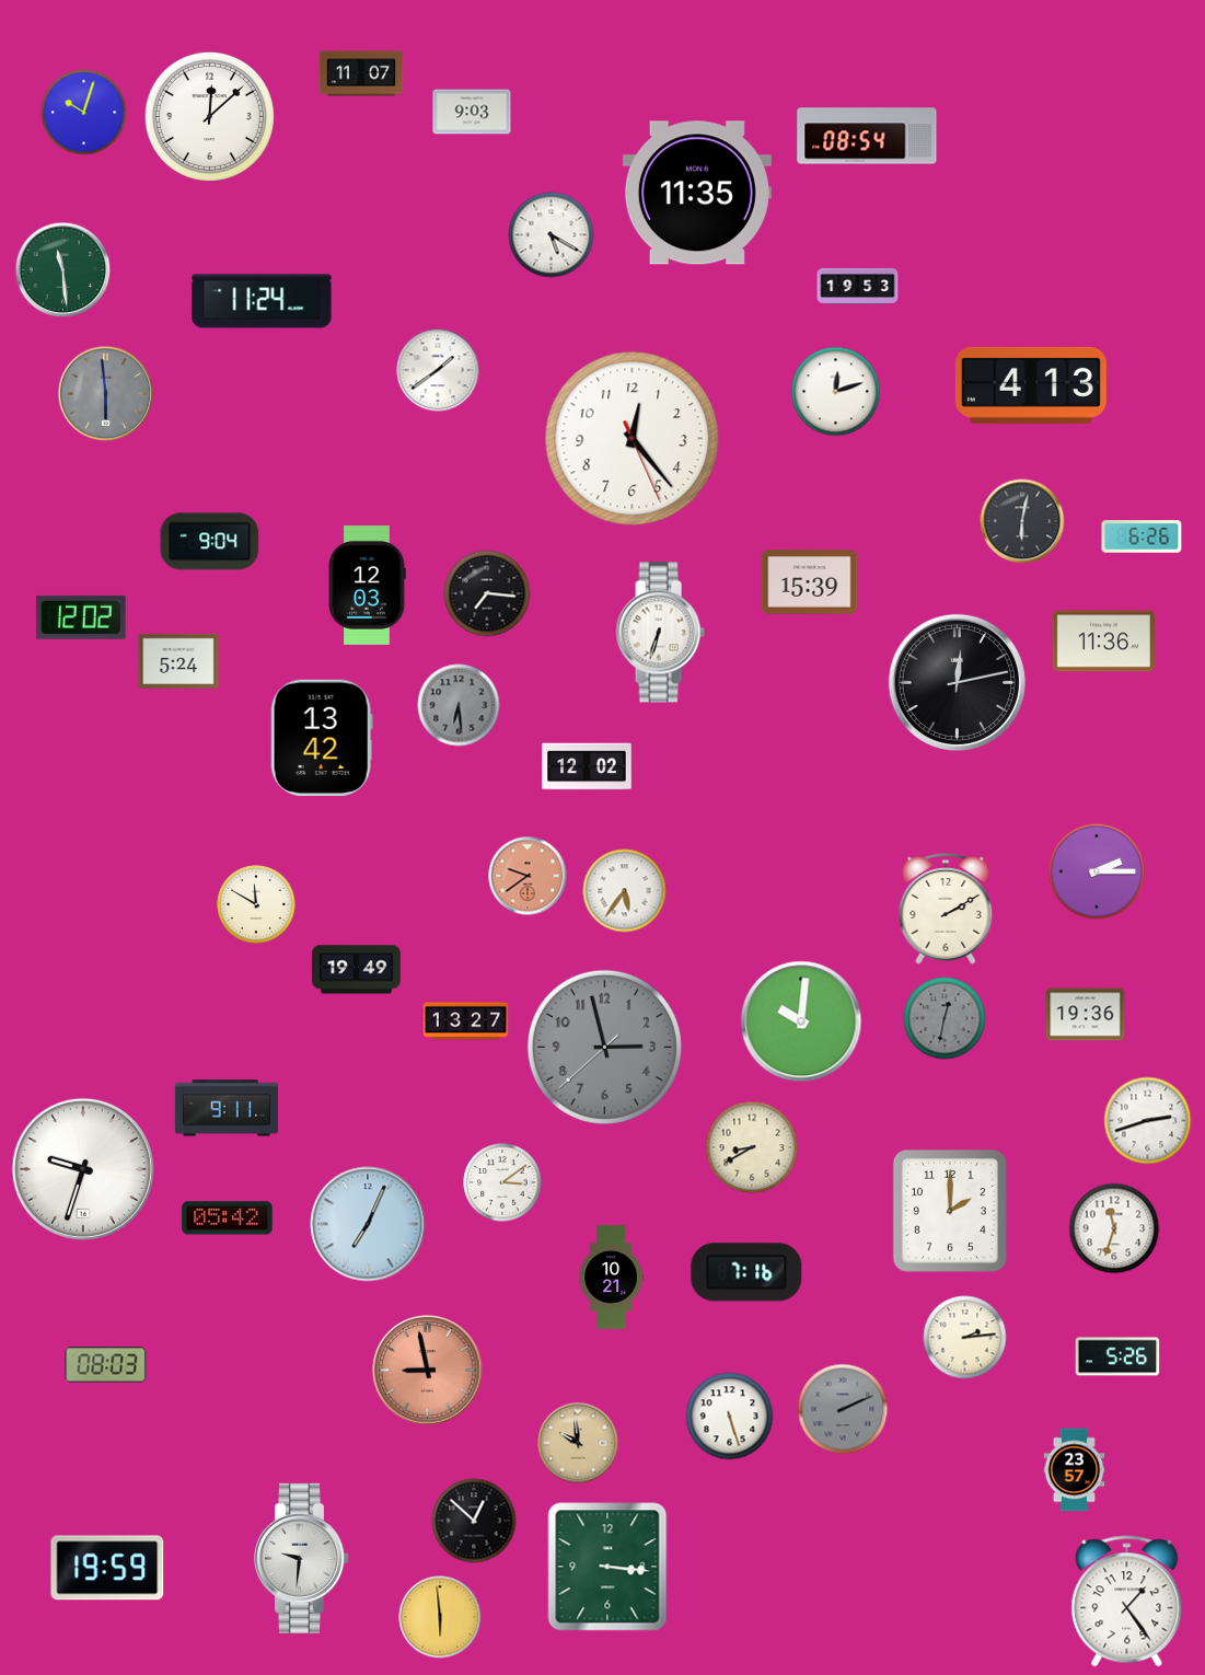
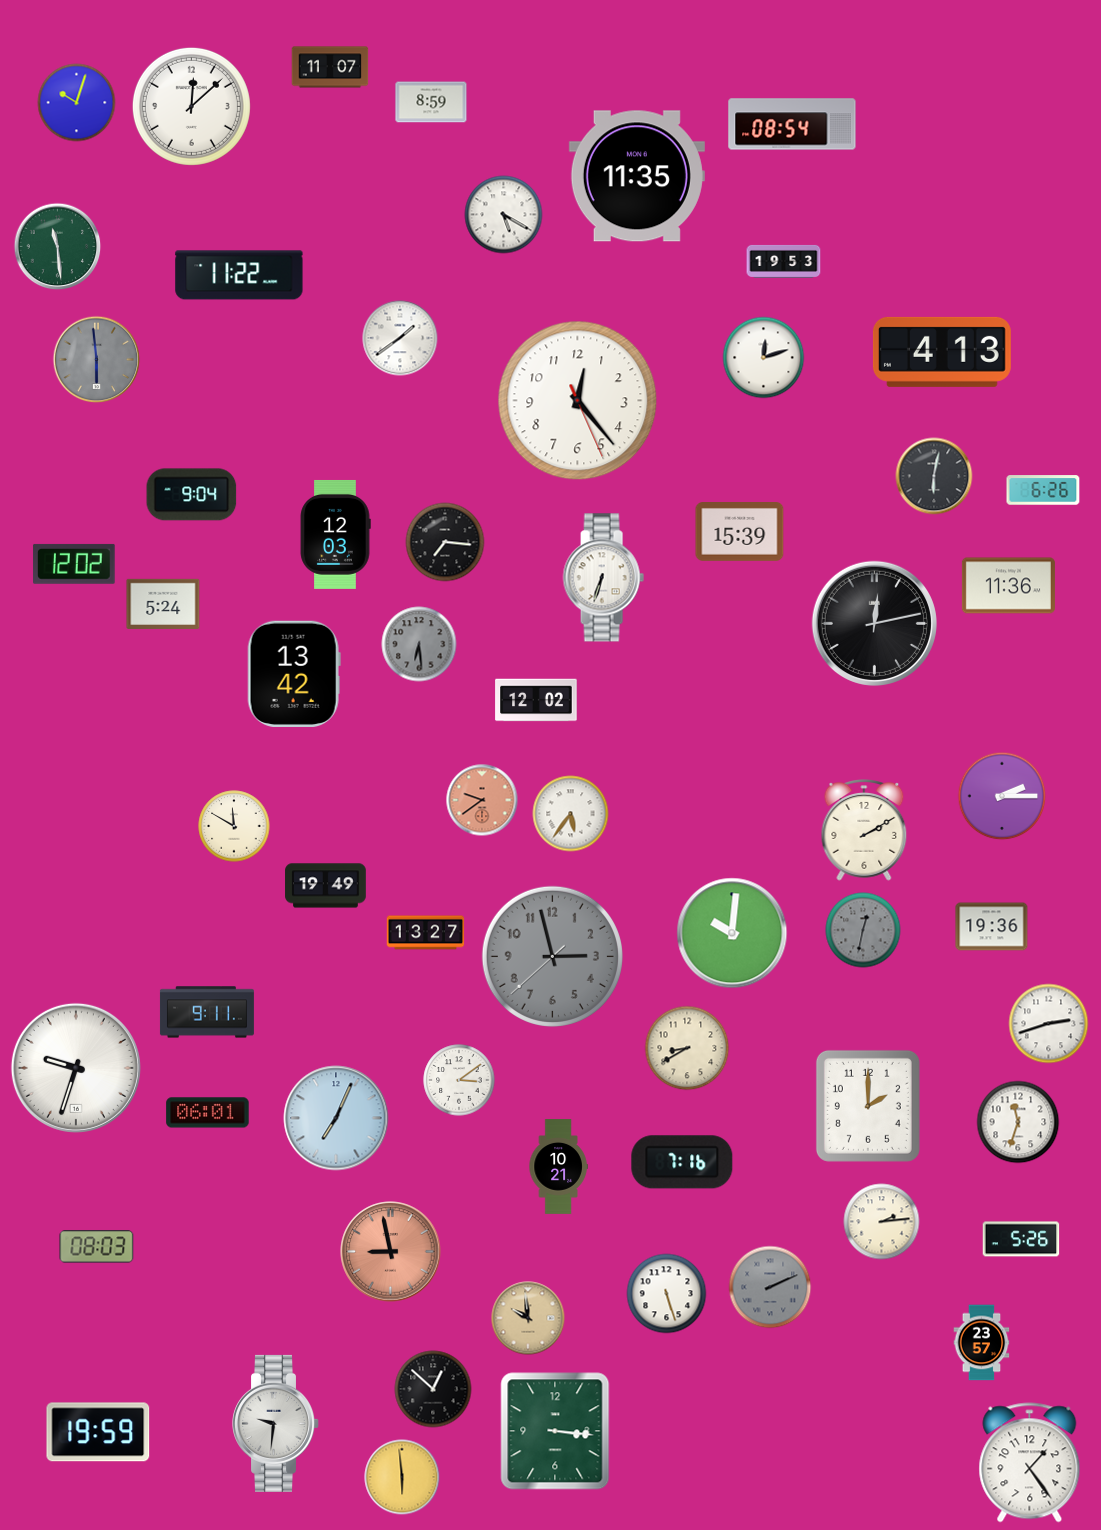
clock at (472, 112): 9:03 -> 8:59
clock at (262, 301): 11:24 -> 11:22
clock at (228, 1218): 05:42 -> 06:01
